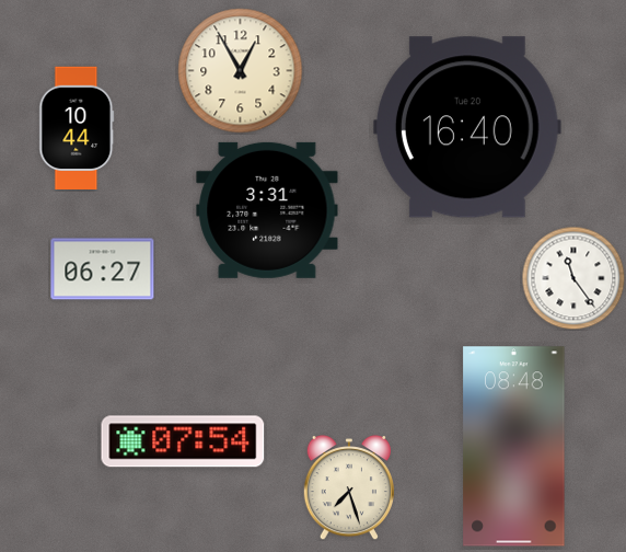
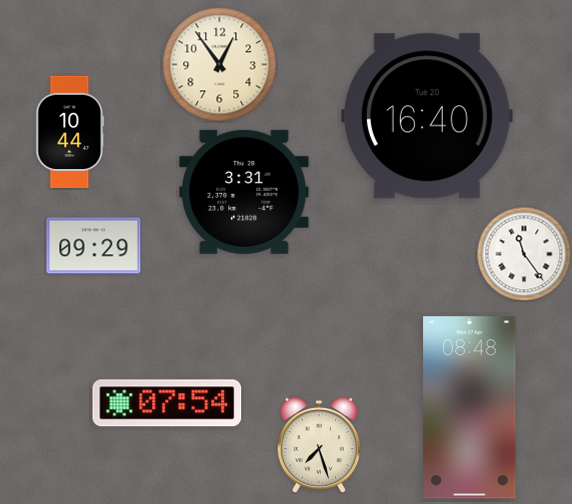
clock at (241, 71): 12:55 -> 12:54
clock at (77, 127) position: (77, 127) -> (70, 131)
clock at (103, 269): 06:27 -> 09:29
